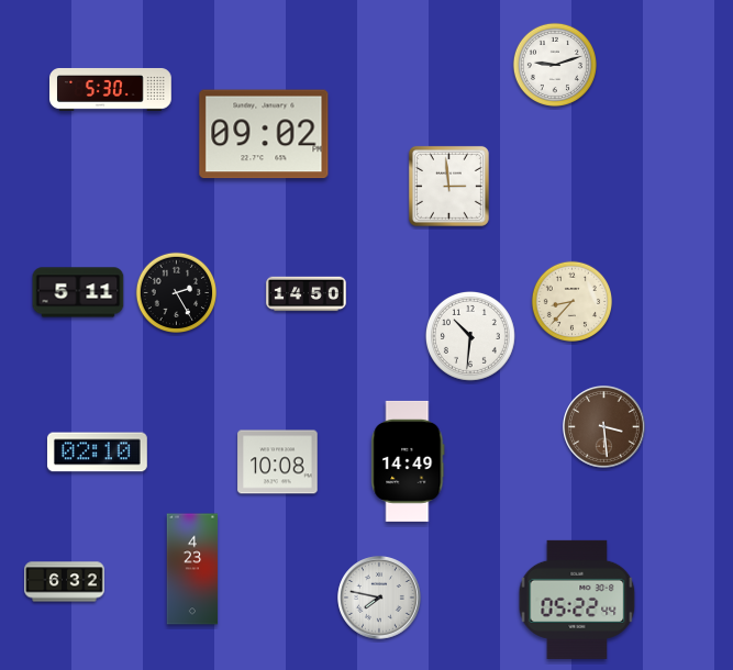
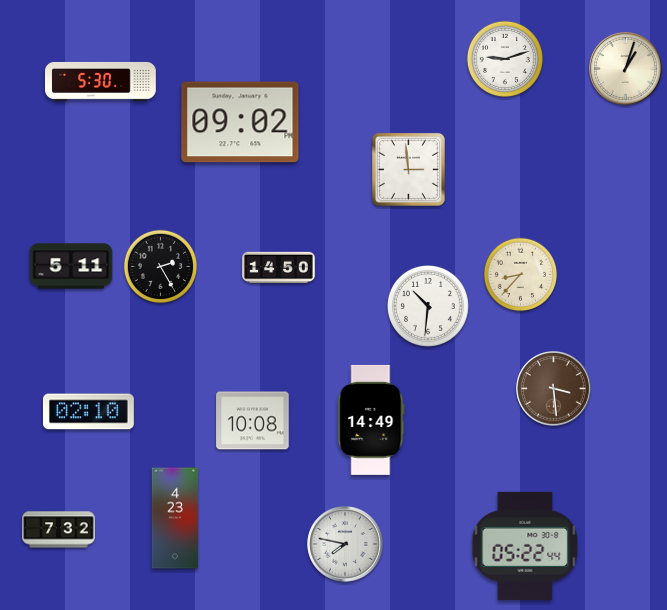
clock at (626, 69): none -> 1:03
clock at (604, 427) position: (604, 427) -> (554, 389)
clock at (65, 582): 6:32 -> 7:32
